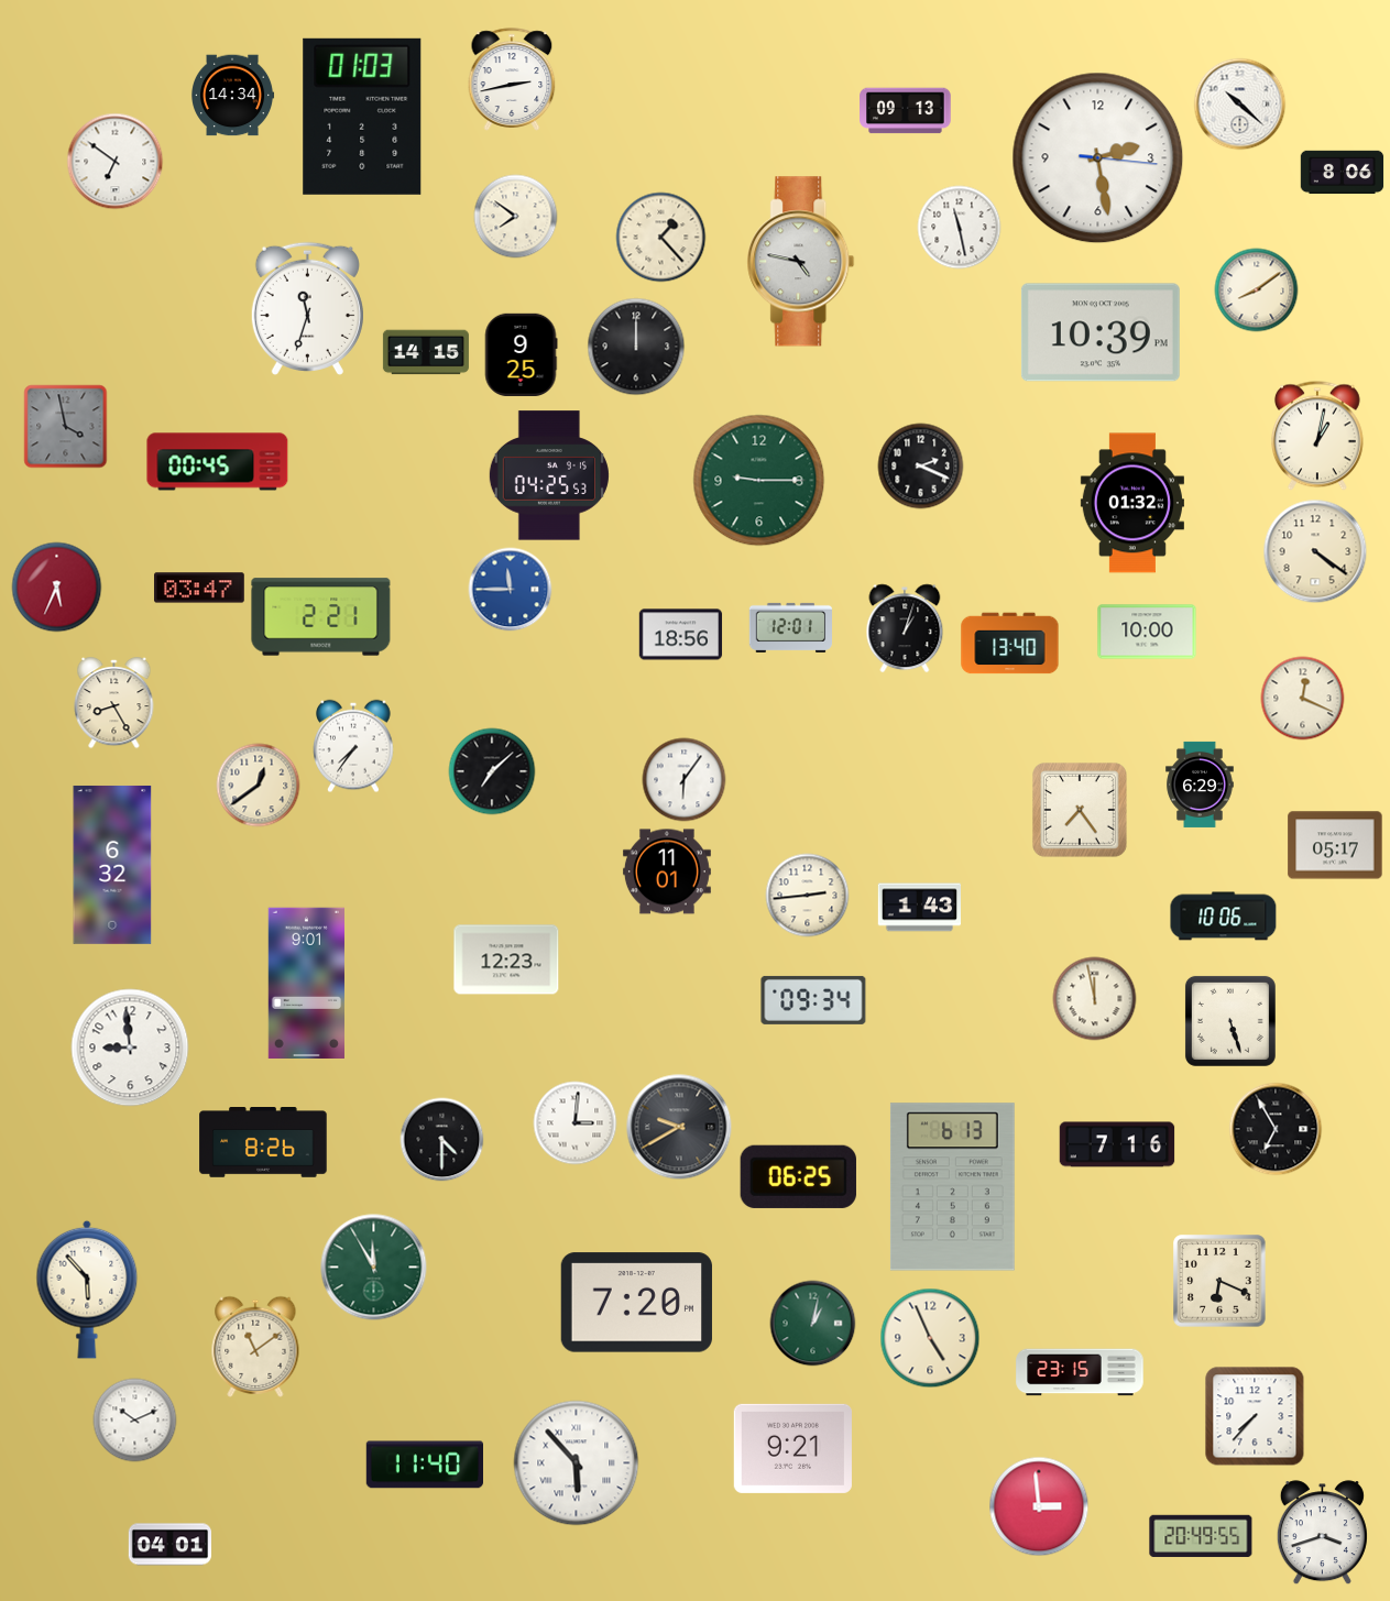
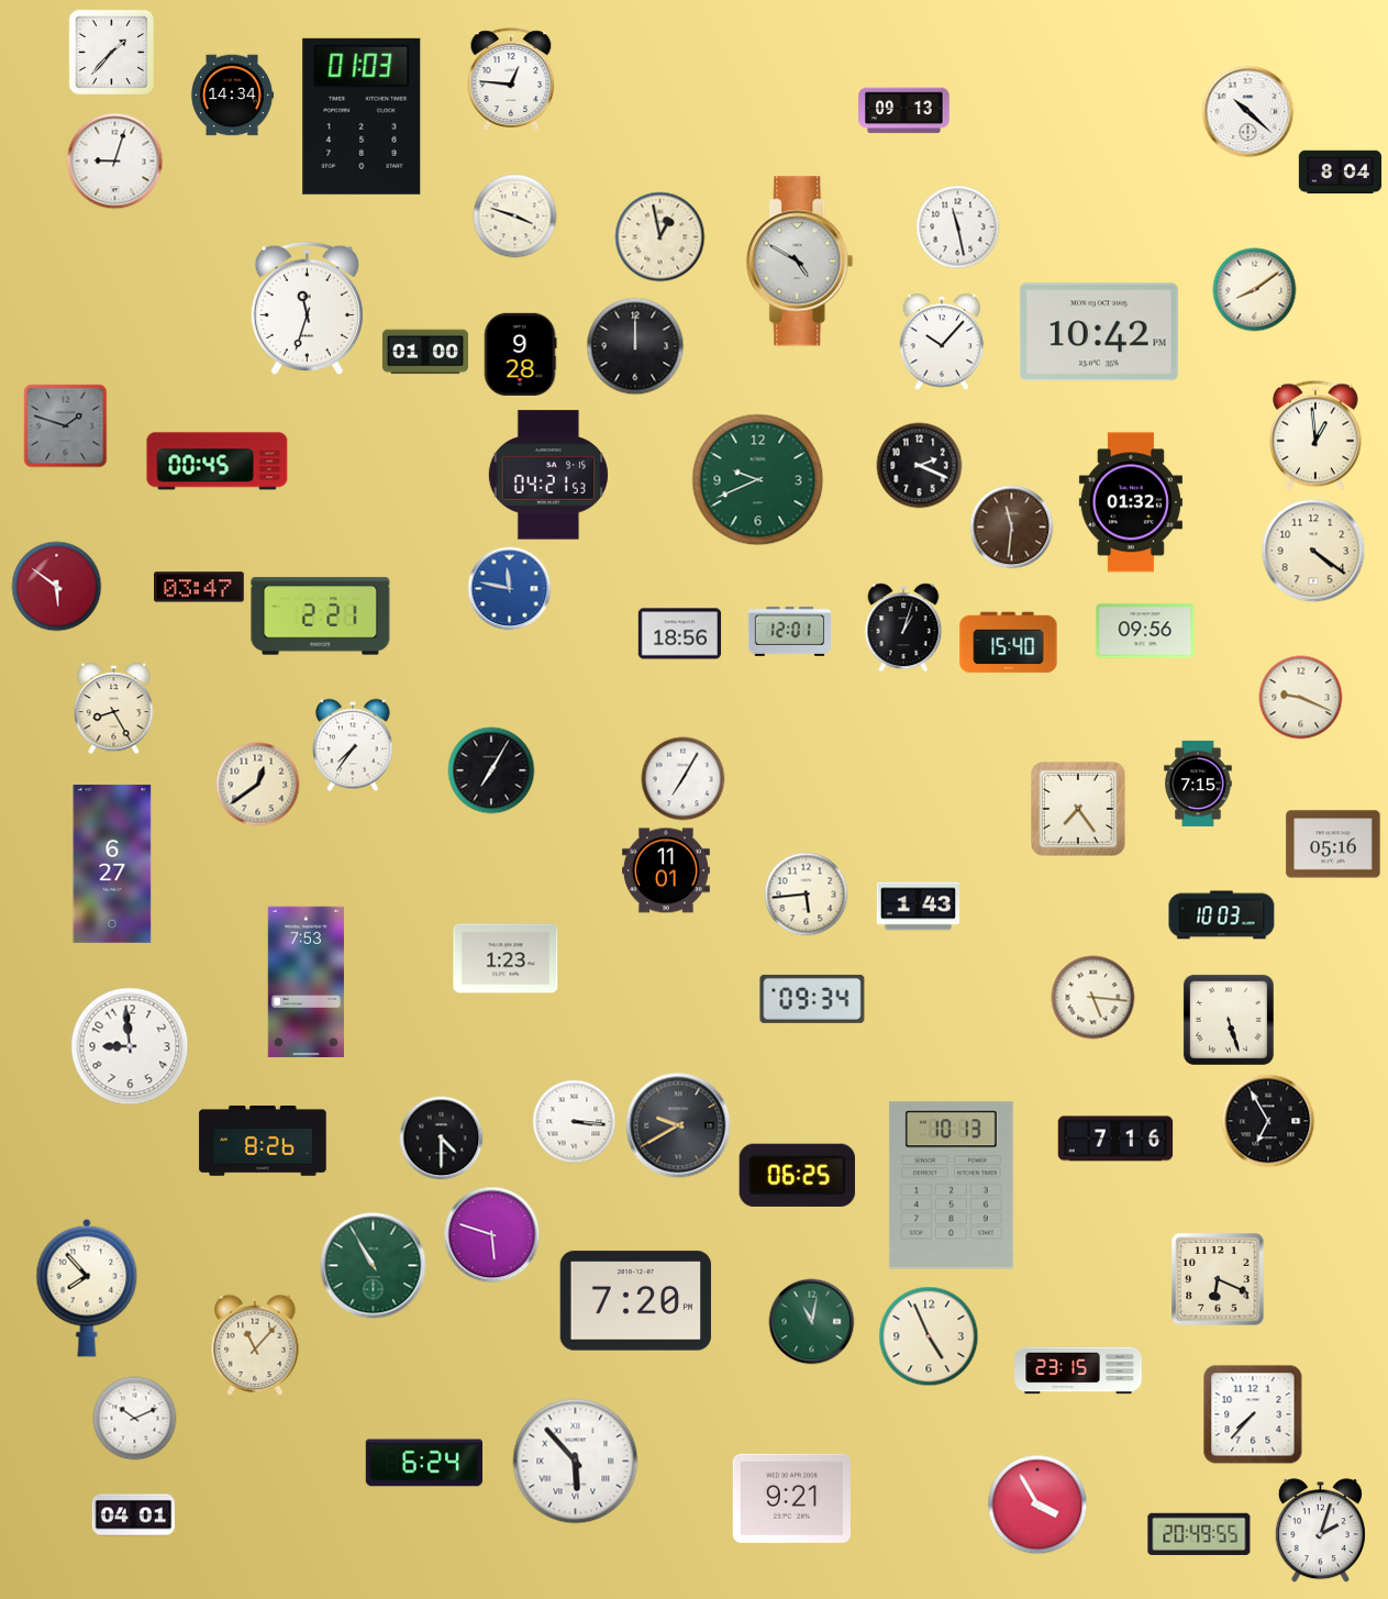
clock at (111, 52): none -> 1:37
clock at (512, 79): 2:43 -> 12:46
clock at (1240, 105) position: (1240, 105) -> (1248, 112)
clock at (1098, 158): 2:28 -> none
clock at (116, 162): 6:51 -> 9:03
clock at (1343, 173): 8:06 -> 8:04
clock at (516, 217): 7:51 -> 3:48
clock at (661, 238): 1:23 -> 12:58
clock at (801, 262): 4:47 -> 4:50
clock at (1101, 332): 10:39 -> 10:42
clock at (942, 342): none -> 10:07
clock at (426, 352): 14:15 -> 01:00
clock at (521, 354): 9:25 -> 9:28
clock at (66, 427): 3:58 -> 1:48
clock at (1317, 436): 1:02 -> 12:59
clock at (549, 475): 04:25 -> 04:21
clock at (759, 481): 9:15 -> 9:41
clock at (1012, 528): none -> 11:31
clock at (57, 588): 5:34 -> 5:51
clock at (511, 590): 11:45 -> 11:47
clock at (790, 627) position: (790, 627) -> (789, 631)
clock at (1147, 632): 10:00 -> 09:56
clock at (1010, 644): 13:40 -> 15:40
clock at (1303, 699): 12:19 -> 9:19
clock at (114, 704) position: (114, 704) -> (114, 710)
clock at (492, 771): 7:08 -> 7:05
clock at (685, 780): 6:06 -> 7:05
clock at (1200, 785): 6:29 -> 7:15
clock at (1335, 845): 05:17 -> 05:16
clock at (112, 865): 6:32 -> 6:27
clock at (808, 896): 2:44 -> 5:44
clock at (1224, 917): 10:06 -> 10:03
clock at (506, 959): 12:23 -> 1:23
clock at (306, 983): 9:01 -> 7:53
clock at (1095, 999): 11:58 -> 5:16
clock at (576, 1123): 3:01 -> 3:16
clock at (1276, 1129) position: (1276, 1129) -> (1268, 1121)
clock at (1117, 1144) position: (1117, 1144) -> (1115, 1139)
clock at (952, 1187): 6:13 -> 10:13
clock at (492, 1235): none -> 5:48
clock at (374, 1268): 11:55 -> 10:55
clock at (87, 1290): 5:53 -> 7:53
clock at (813, 1324): 1:02 -> 11:02
clock at (255, 1347): 11:09 -> 11:07
clock at (792, 1448) position: (792, 1448) -> (791, 1498)
clock at (424, 1465): 11:40 -> 6:24
clock at (1039, 1506): 2:59 -> 3:55
clock at (1322, 1533): 3:42 -> 2:03
clock at (169, 1545) position: (169, 1545) -> (133, 1515)
